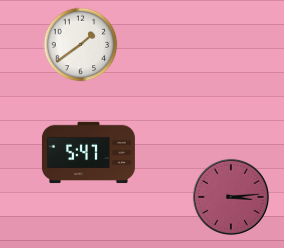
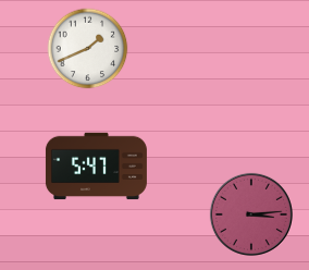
clock at (81, 45): 1:39 -> 1:41
